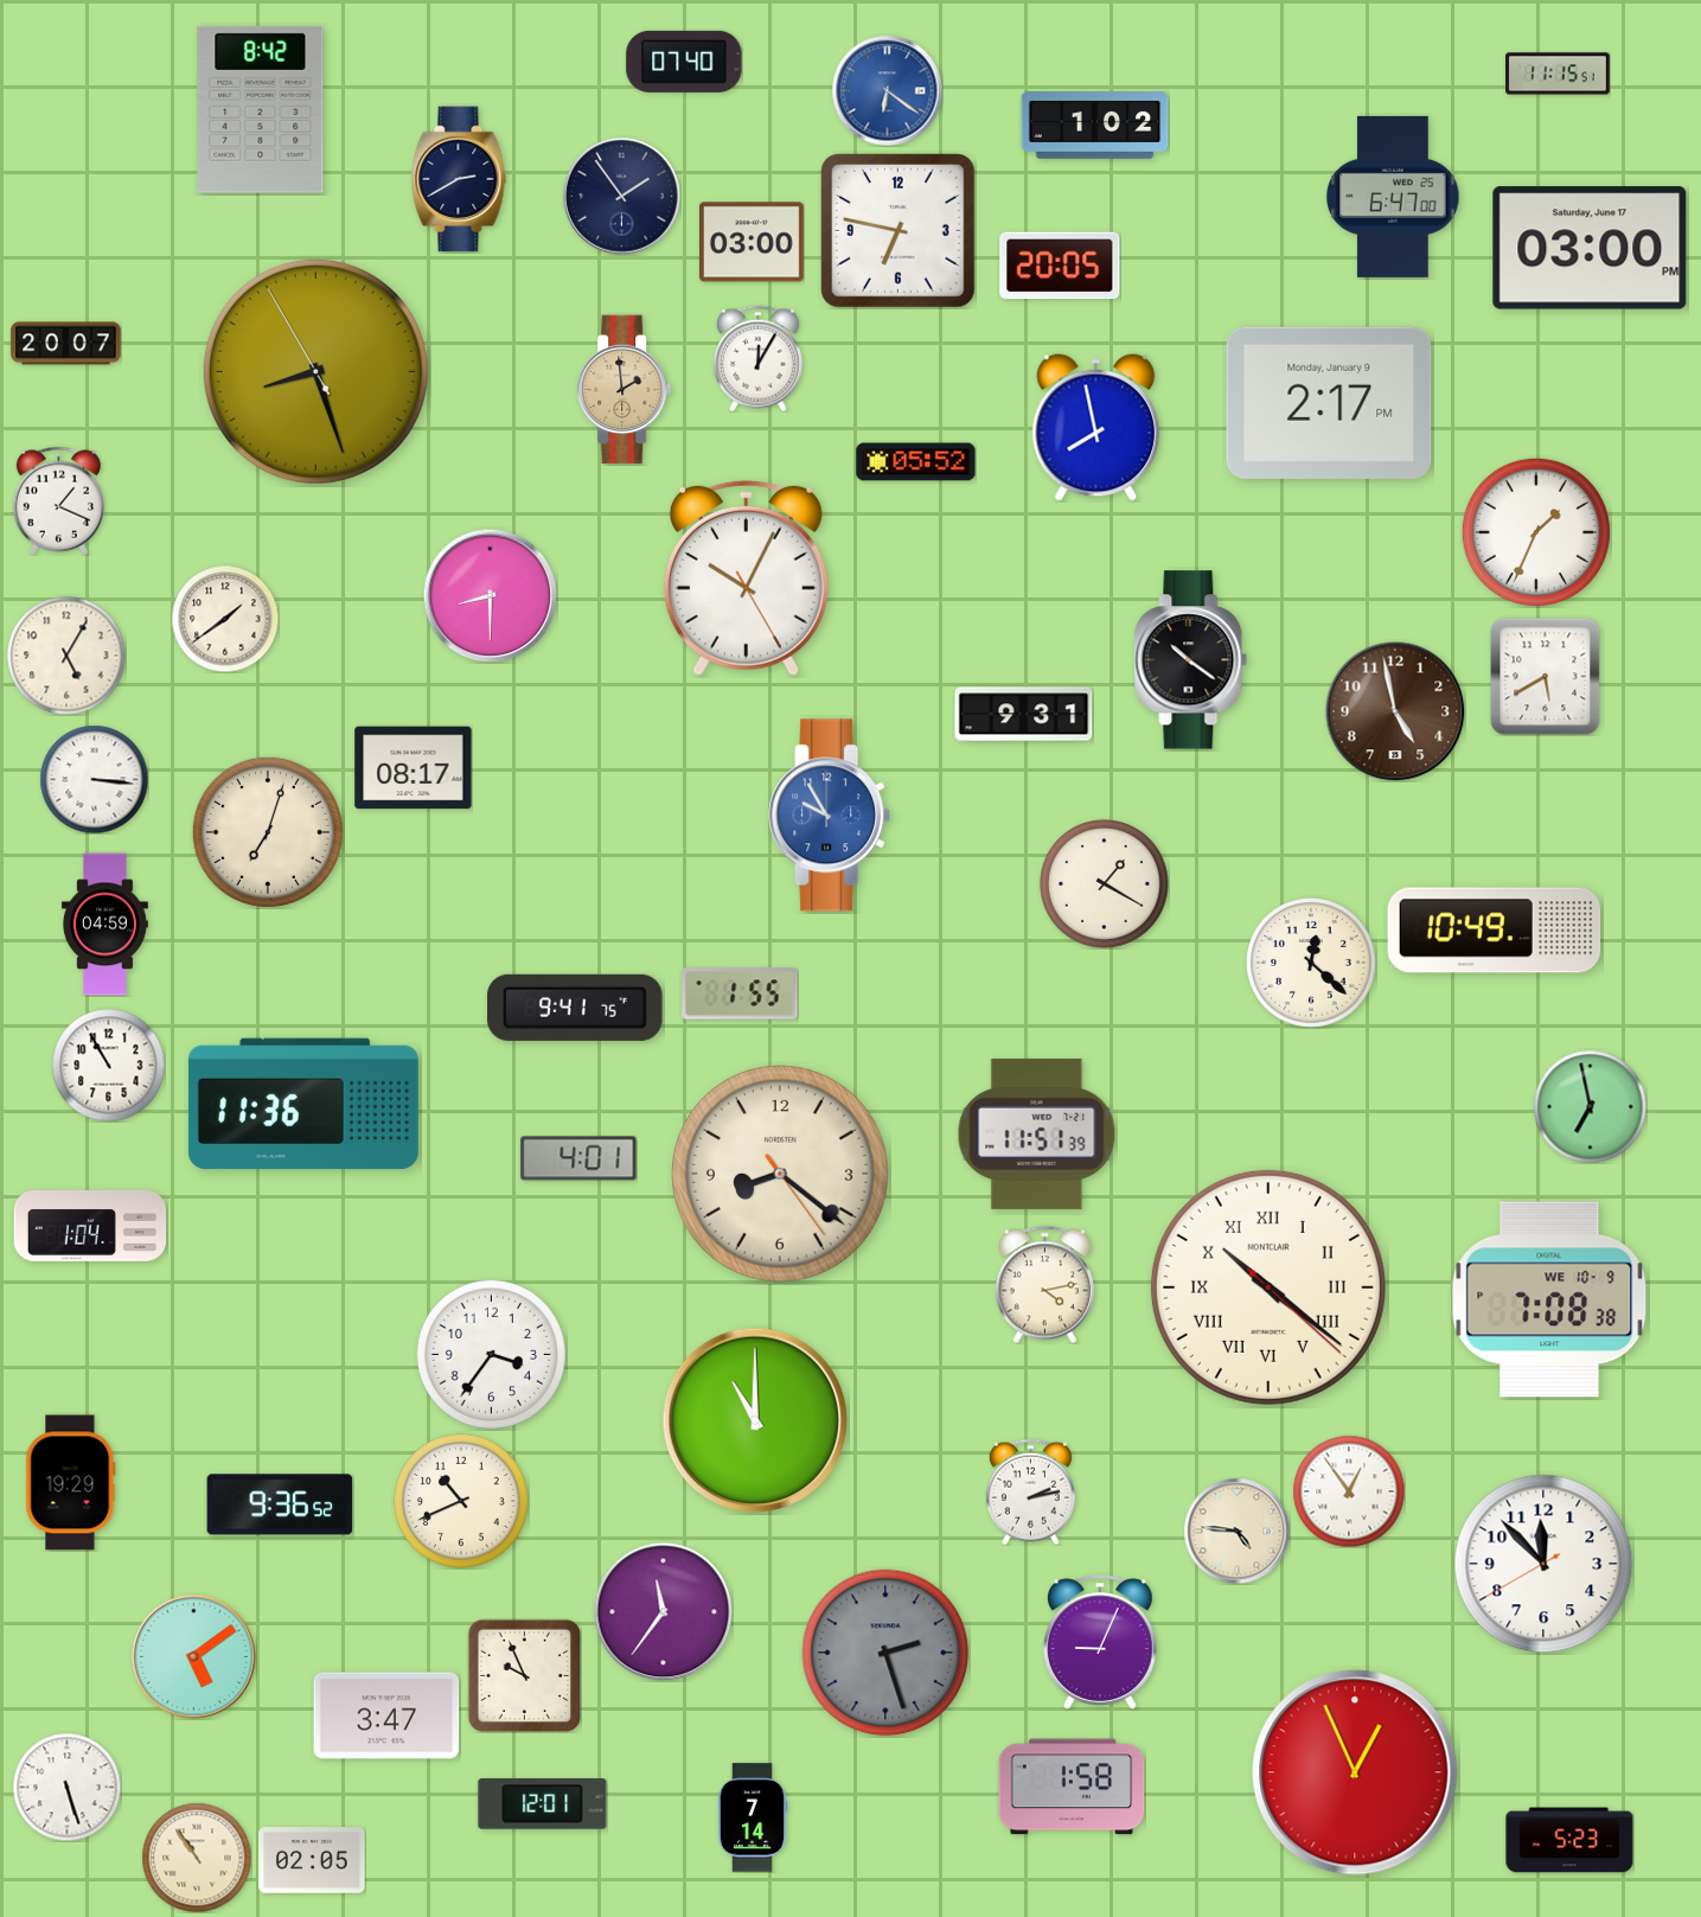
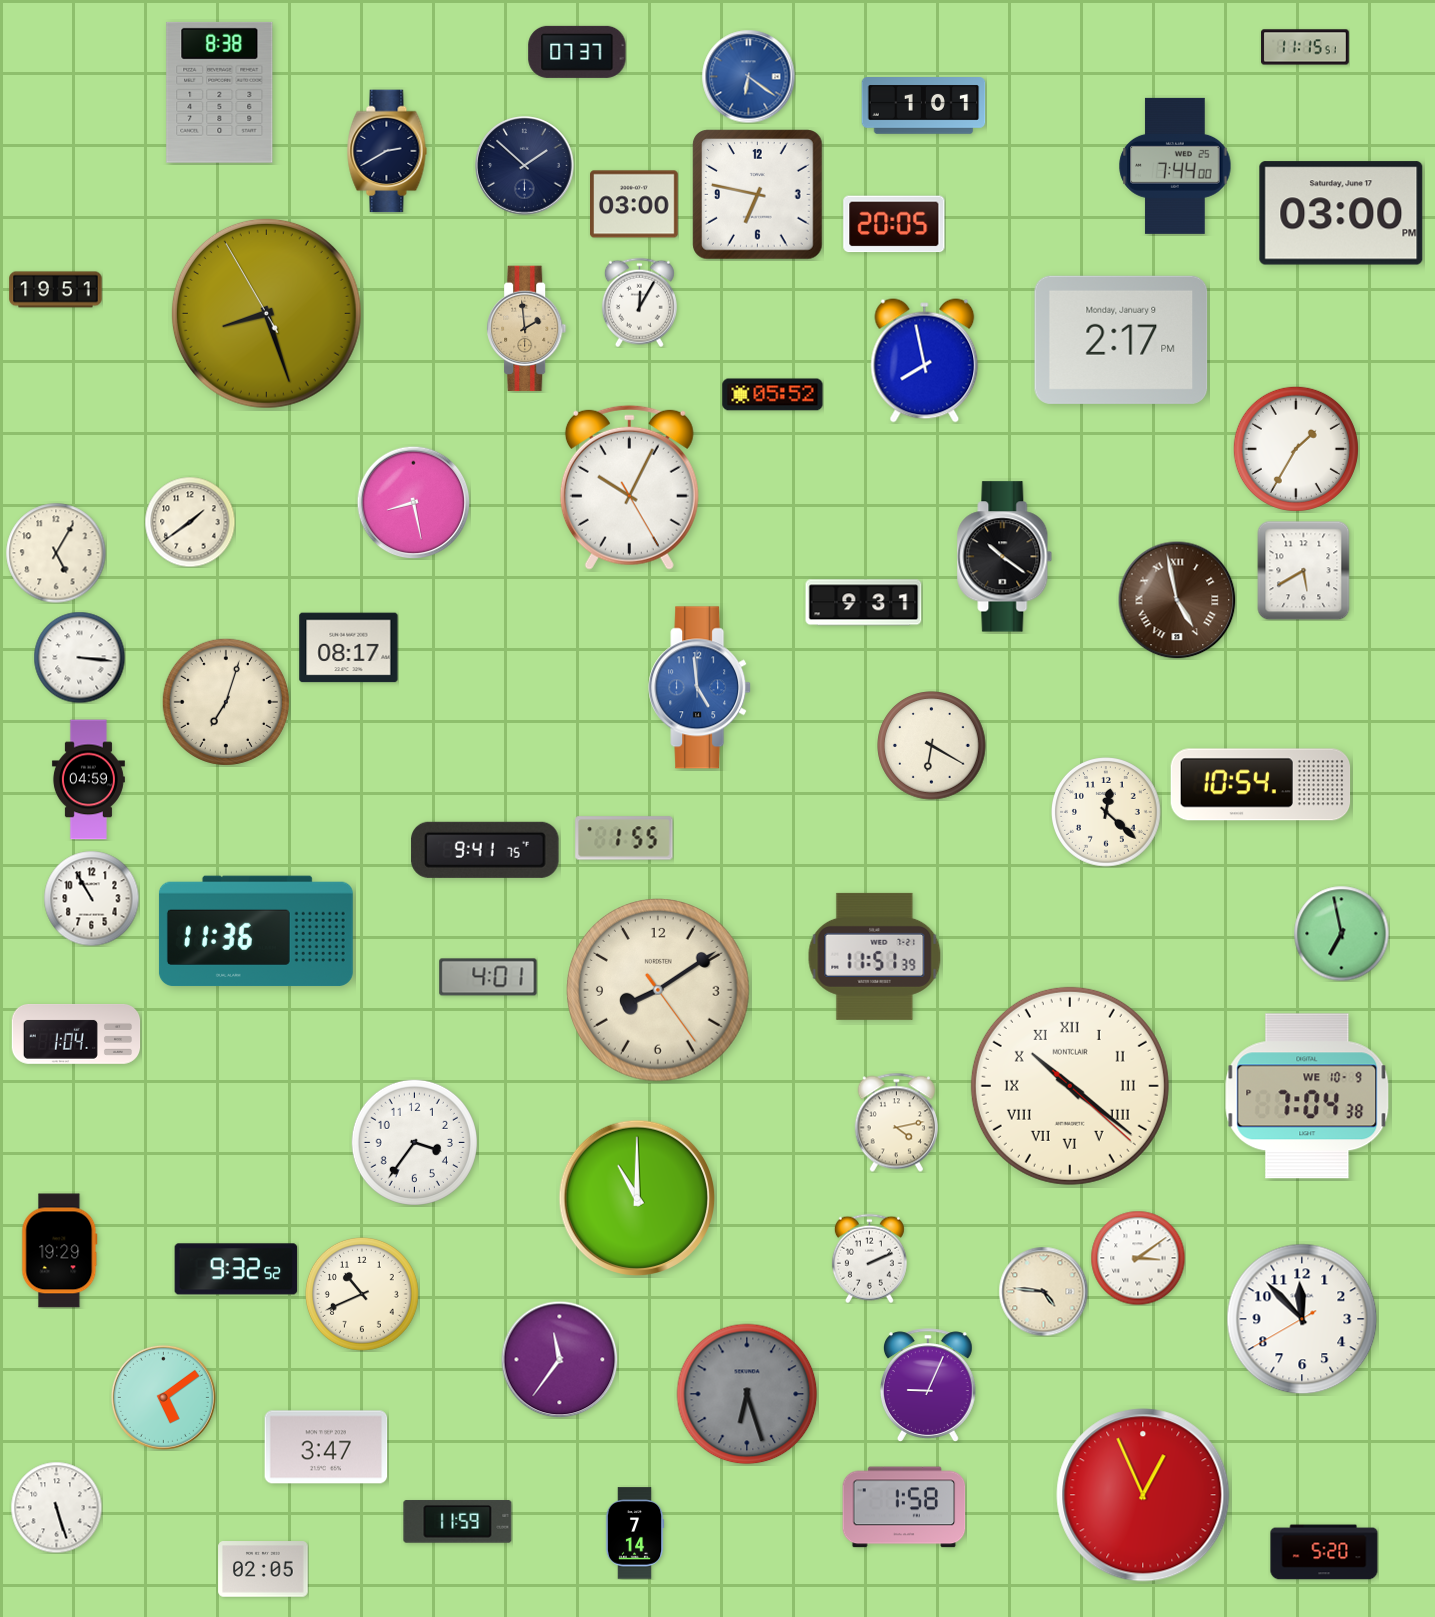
clock at (684, 62): 07:40 -> 07:37
clock at (1558, 74) position: (1558, 74) -> (1305, 47)
clock at (261, 109): 8:42 -> 8:38
clock at (1095, 126): 1:02 -> 1:01
clock at (622, 197): 1:54 -> 1:52
clock at (1393, 197): 6:47 -> 7:44
clock at (1590, 248) position: (1590, 248) -> (1341, 213)
clock at (66, 344): 20:07 -> 19:51
clock at (916, 462) position: (916, 462) -> (773, 395)
clock at (59, 500): 1:19 -> none
clock at (1536, 532): 1:34 -> 1:35
clock at (490, 595): 8:30 -> 8:28
clock at (1395, 711) numerals: Arabic -> Roman
clock at (830, 816): 9:55 -> 4:59
clock at (1105, 884): 1:20 -> 6:20
clock at (1495, 931): 10:49 -> 10:54
clock at (781, 1175): 8:21 -> 8:09
clock at (1044, 1284) position: (1044, 1284) -> (896, 1122)
clock at (1549, 1299): 7:08 -> 7:04
clock at (1030, 1491): 2:13 -> 2:11
clock at (1349, 1491): 12:54 -> 3:09
clock at (461, 1501) position: (461, 1501) -> (362, 1294)
clock at (280, 1504): 9:36 -> 9:32
clock at (885, 1653): 2:27 -> 6:27
clock at (524, 1675): 9:56 -> none
clock at (543, 1804): 12:01 -> 11:59
clock at (1569, 1840): 5:23 -> 5:20
clock at (197, 1858): 10:54 -> none
